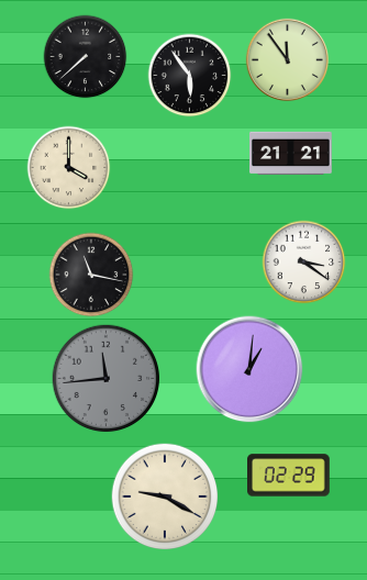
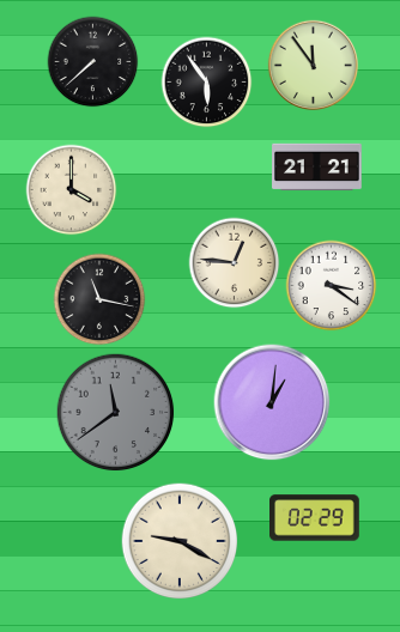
clock at (69, 168) position: (69, 168) -> (72, 190)
clock at (235, 263): none -> 12:46
clock at (107, 379): 11:44 -> 11:39
